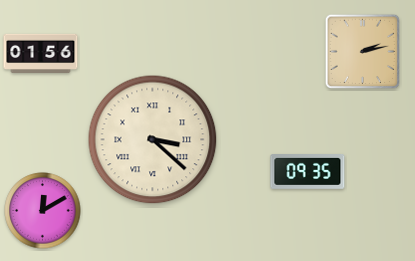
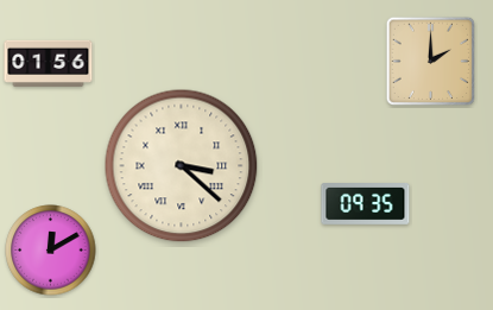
clock at (363, 52): 2:13 -> 2:00
